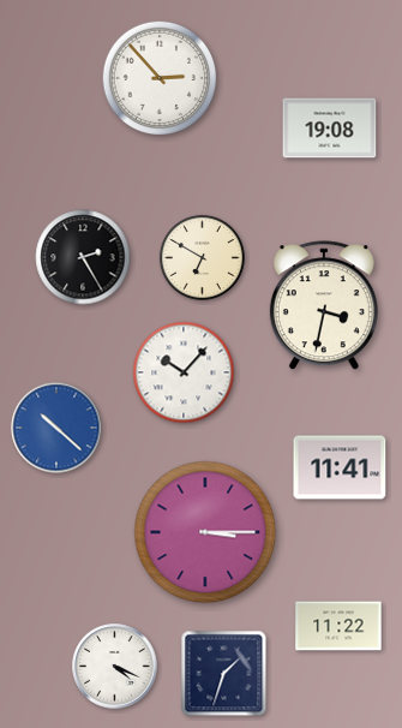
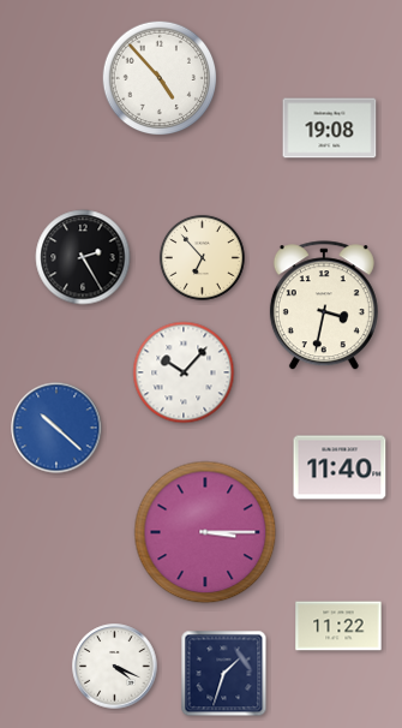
clock at (160, 78): 2:53 -> 4:53
clock at (202, 257): 6:50 -> 6:53
clock at (340, 467): 11:41 -> 11:40
